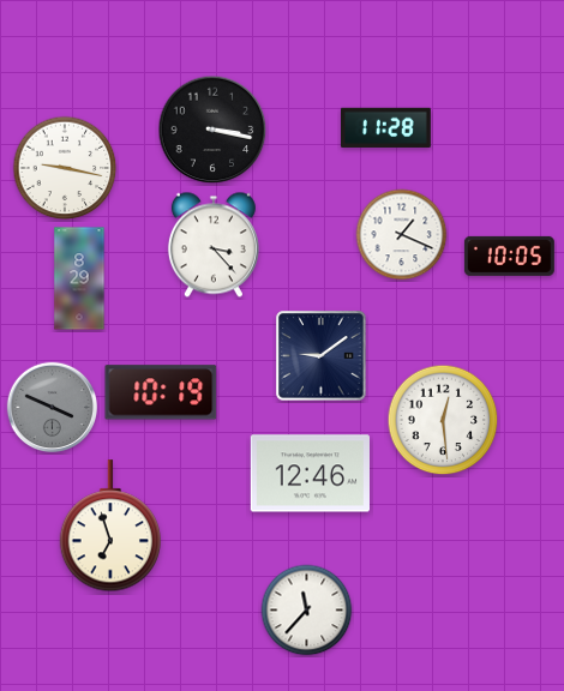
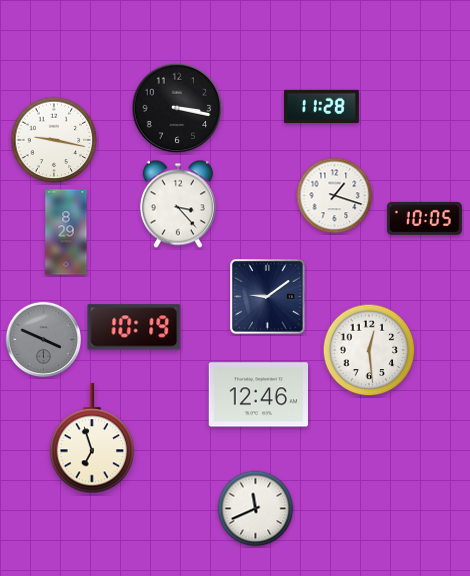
clock at (402, 235): 1:19 -> 1:18
clock at (509, 256) position: (509, 256) -> (424, 218)
clock at (307, 611): 11:37 -> 11:41
